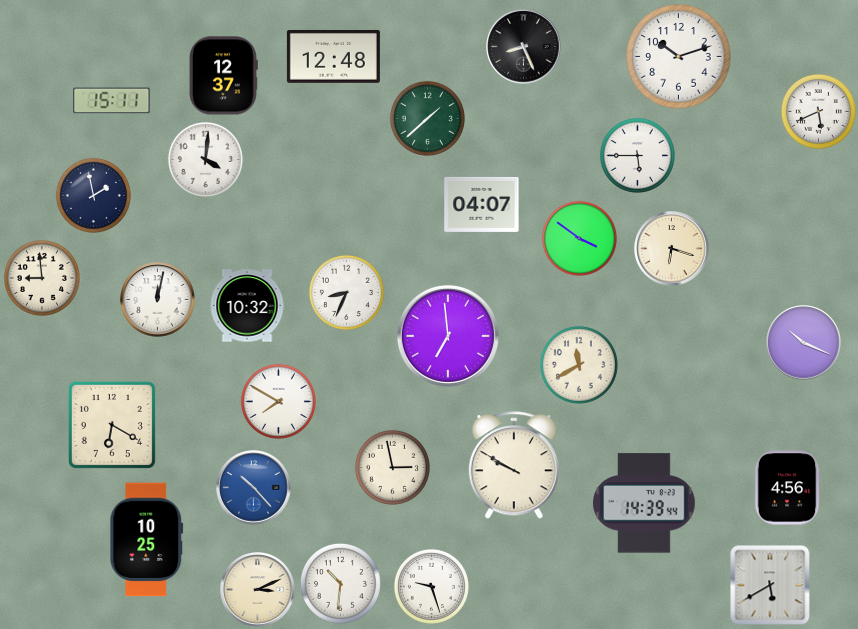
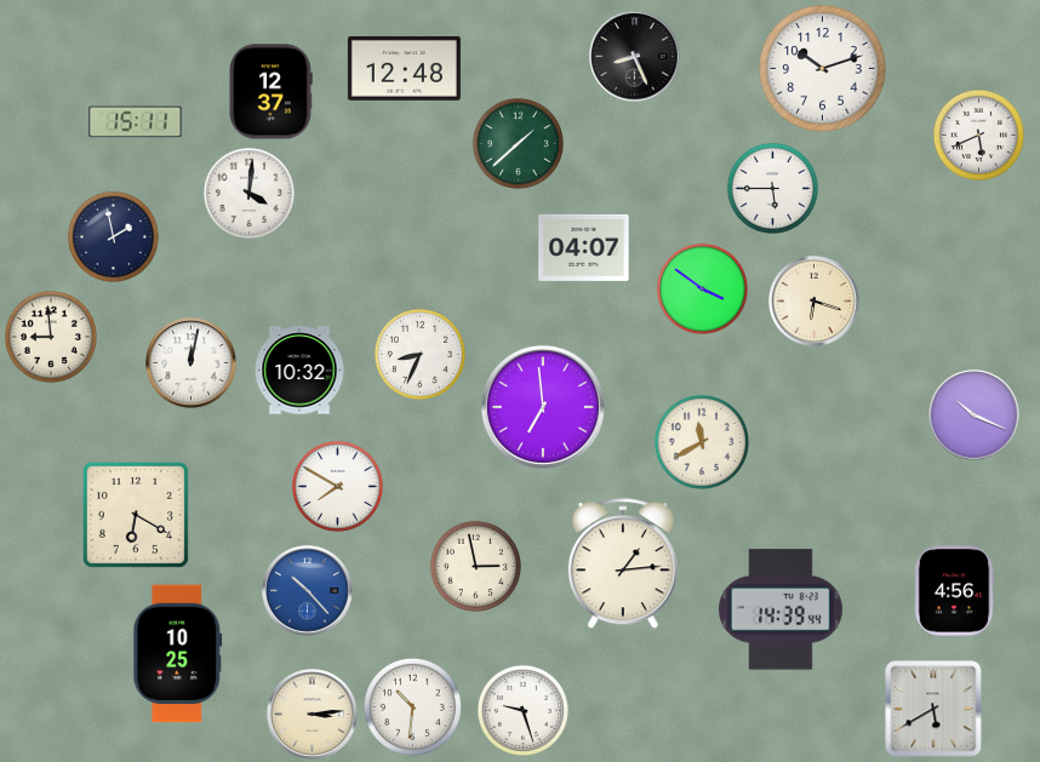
clock at (818, 111) position: (818, 111) -> (978, 134)
clock at (514, 466): 9:50 -> 1:14
clock at (258, 590): 3:11 -> 3:14
